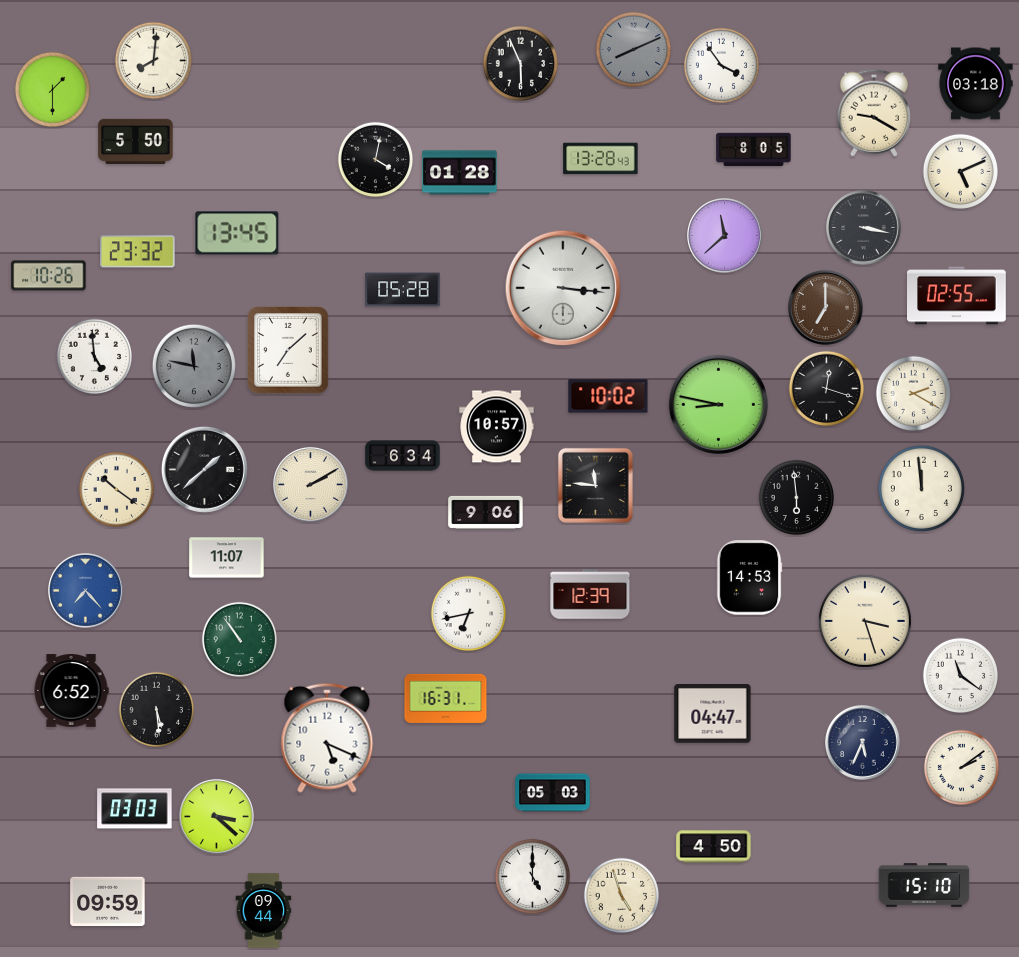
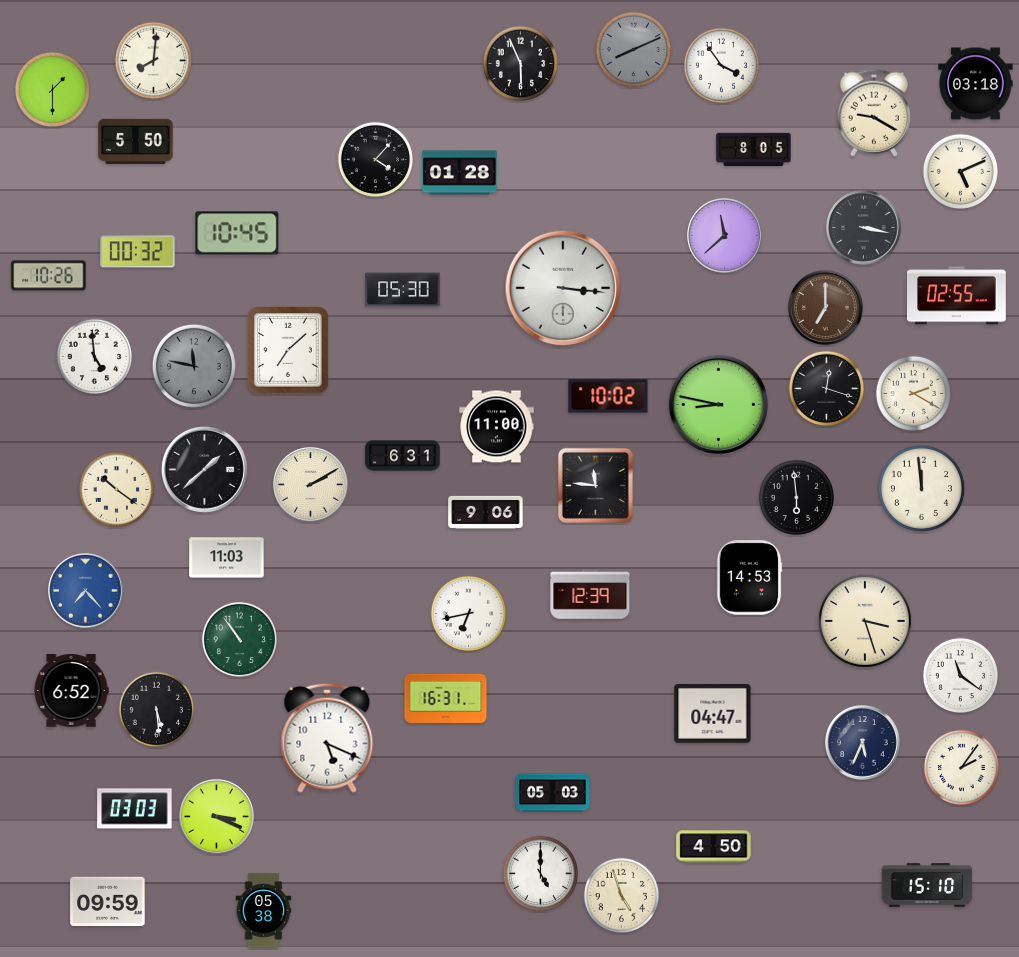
clock at (375, 159): 4:02 -> 4:07
clock at (601, 159): 13:28 -> none
clock at (237, 233): 13:45 -> 10:45
clock at (138, 252): 23:32 -> 00:32
clock at (403, 290): 05:28 -> 05:30
clock at (497, 427): 10:57 -> 11:00
clock at (403, 456): 6:34 -> 6:31
clock at (227, 558): 11:07 -> 11:03
clock at (961, 767): 2:09 -> 2:06
clock at (217, 817): 3:22 -> 3:19
clock at (532, 876) position: (532, 876) -> (540, 873)
clock at (924, 885) position: (924, 885) -> (927, 885)
clock at (264, 911): 09:44 -> 05:38
